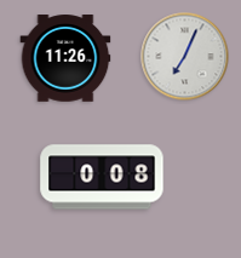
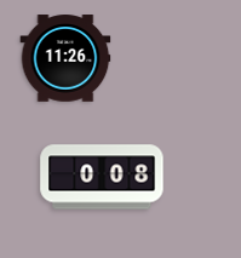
clock at (185, 57): 7:04 -> none
